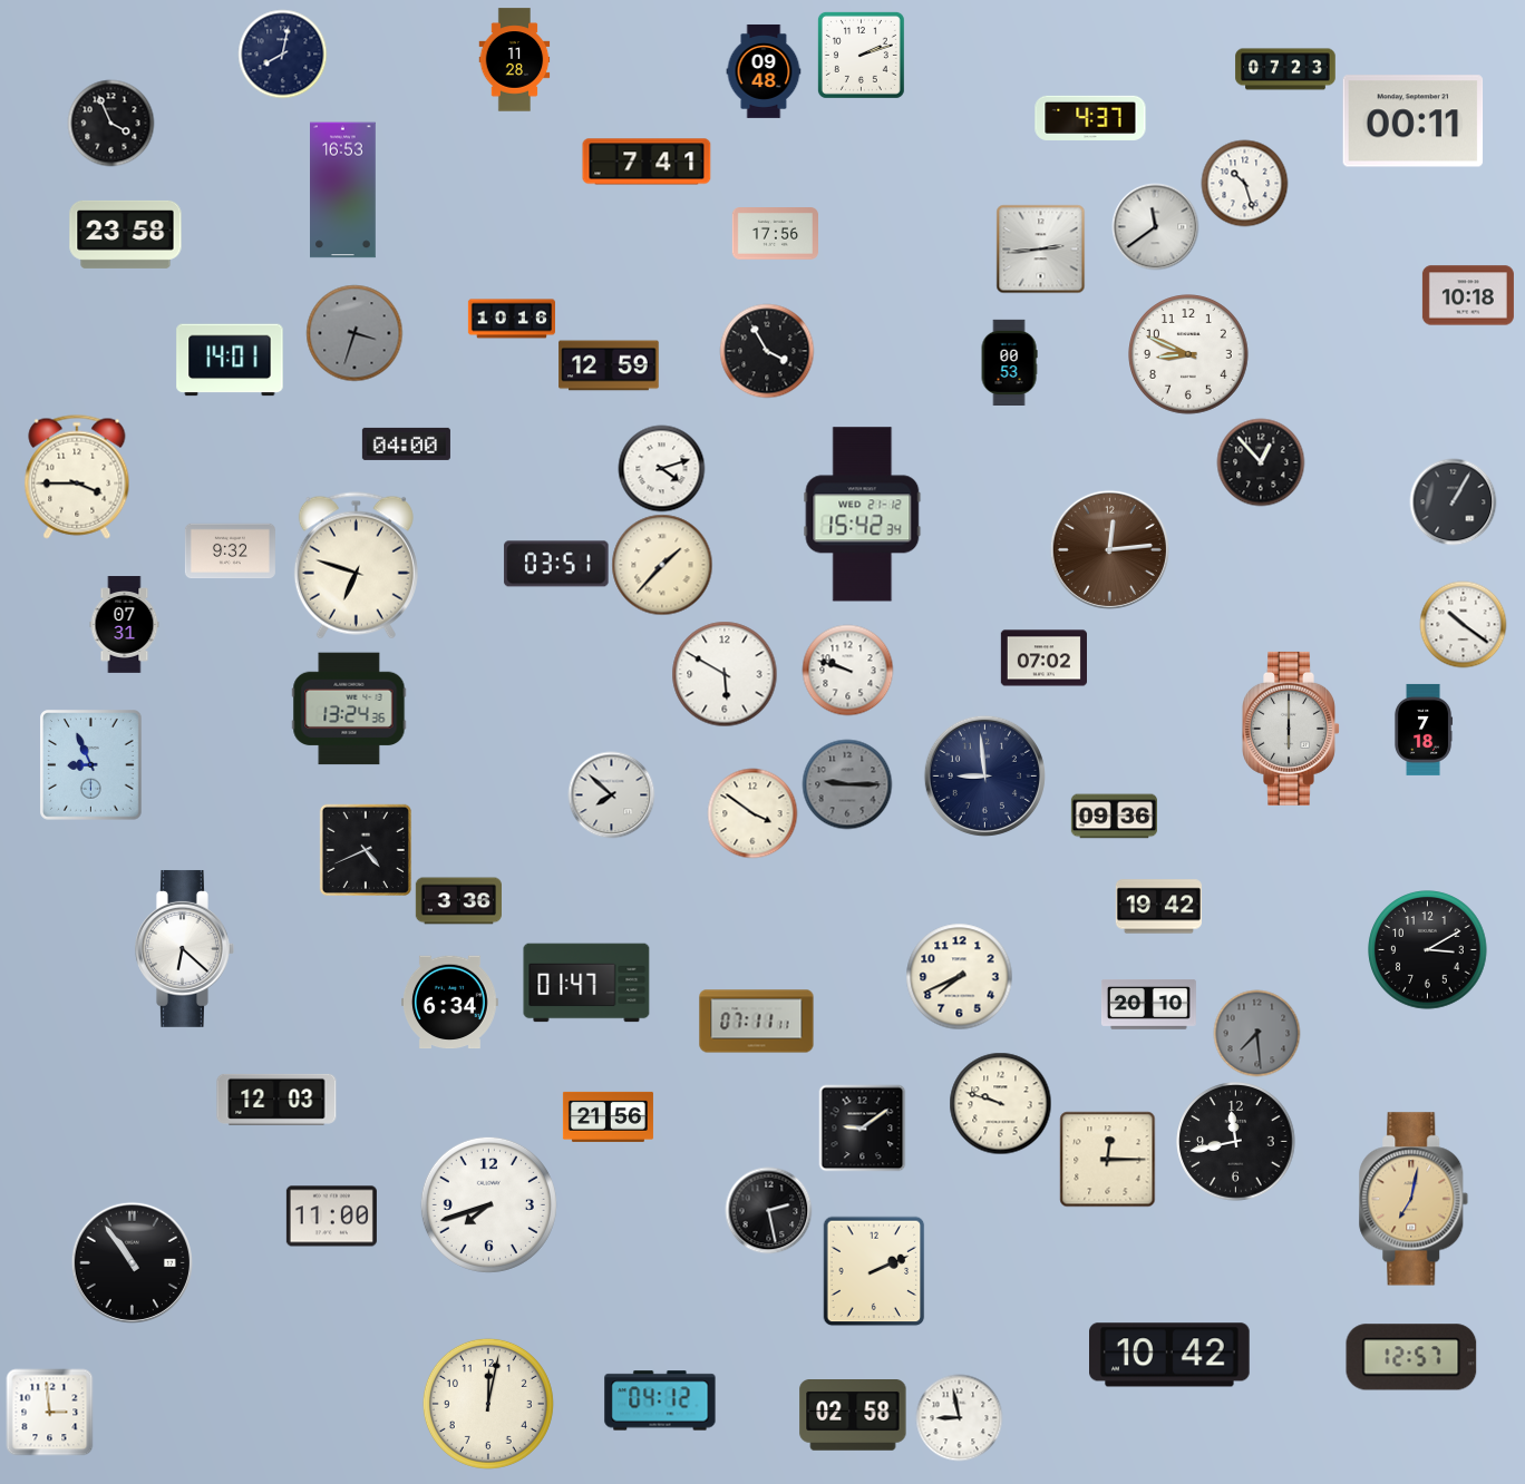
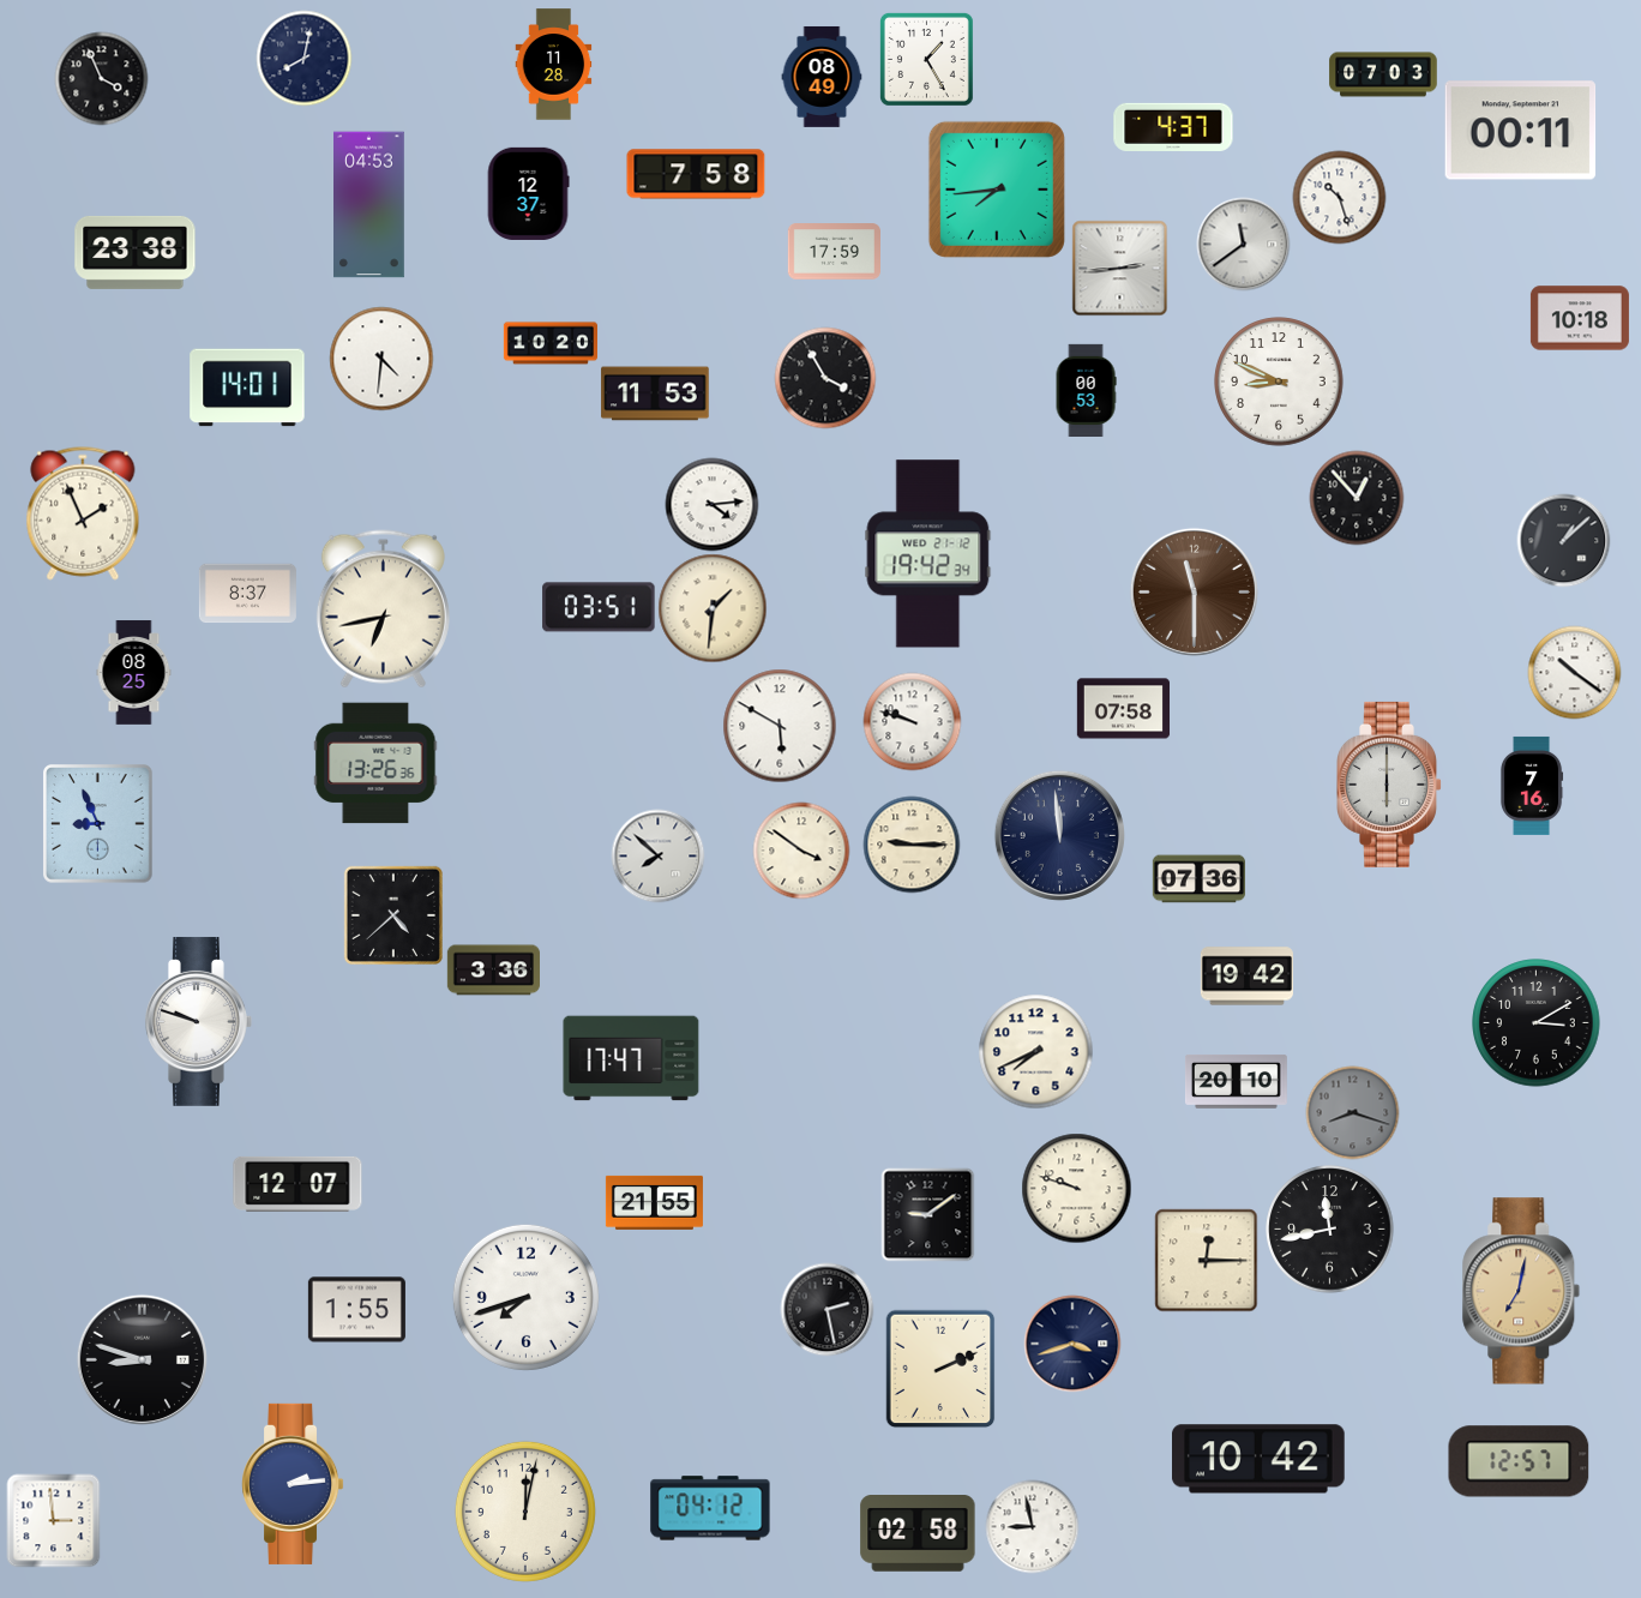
clock at (861, 55): 2:12 -> 1:25
clock at (1285, 69): 07:23 -> 07:03
clock at (764, 71): 09:48 -> 08:49
clock at (110, 123) position: (110, 123) -> (101, 78)
clock at (647, 162): 7:41 -> 7:58
clock at (997, 190): none -> 7:44
clock at (528, 193): none -> 12:37
clock at (343, 191): 16:53 -> 04:53
clock at (126, 234): 23:58 -> 23:38
clock at (775, 234): 17:56 -> 17:59
clock at (511, 319): 10:16 -> 10:20
clock at (354, 333): 3:33 -> 4:31
clock at (354, 333) dial: grey -> white
clock at (609, 365): 12:59 -> 11:53
clock at (406, 443): 04:00 -> none
clock at (661, 468): 4:12 -> 4:14
clock at (77, 477): 3:45 -> 1:56
clock at (1453, 501): 1:05 -> 1:08
clock at (863, 515): 15:42 -> 19:42
clock at (1109, 549): 12:14 -> 11:30
clock at (230, 551): 9:32 -> 8:37
clock at (662, 565): 1:37 -> 1:31
clock at (356, 566): 6:48 -> 6:43
clock at (125, 625): 07:31 -> 08:25
clock at (1043, 658): 07:02 -> 07:58
clock at (349, 709): 13:24 -> 13:26
clock at (1424, 730): 7:18 -> 7:16
clock at (984, 775): 8:59 -> 11:59
clock at (847, 784) dial: grey -> cream
clock at (752, 813) position: (752, 813) -> (801, 851)
clock at (1114, 817): 09:36 -> 07:36
clock at (366, 850): 4:41 -> 4:38
clock at (185, 948): 6:22 -> 9:48
clock at (959, 976) position: (959, 976) -> (1035, 1051)
clock at (586, 983): 01:47 -> 17:47
clock at (450, 1003): 6:34 -> none
clock at (757, 1022): 07:11 -> none
clock at (1256, 1033): 7:29 -> 8:18
clock at (276, 1100): 12:03 -> 12:07
clock at (608, 1116): 21:56 -> 21:55
clock at (1107, 1159) position: (1107, 1159) -> (1206, 1260)
clock at (768, 1210) position: (768, 1210) -> (826, 1309)
clock at (331, 1217): 11:00 -> 1:55
clock at (1072, 1344): none -> 3:42
clock at (132, 1262): 10:54 -> 8:48
clock at (293, 1484): none -> 2:14
clock at (853, 1416) position: (853, 1416) -> (918, 1534)
